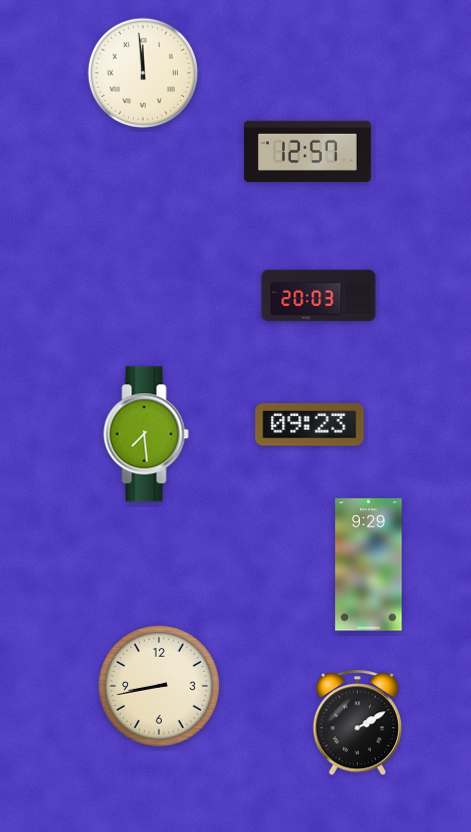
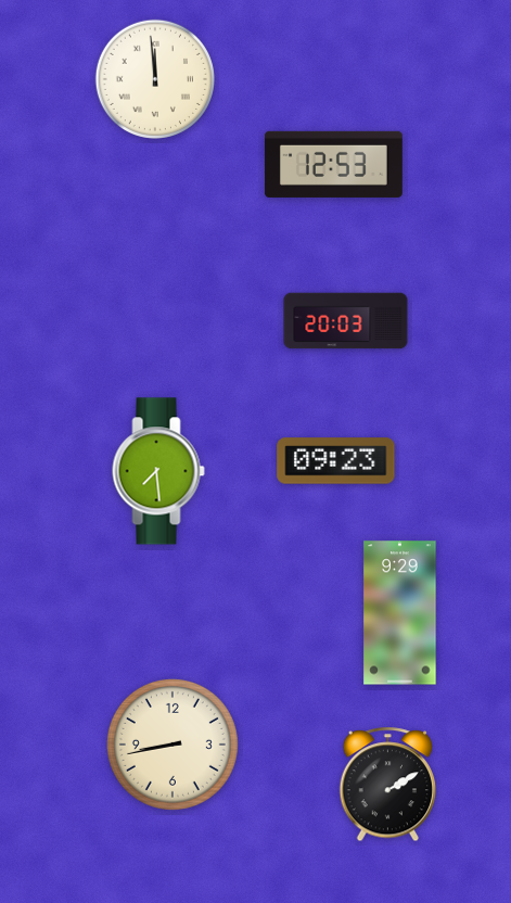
clock at (307, 151): 12:57 -> 12:53
